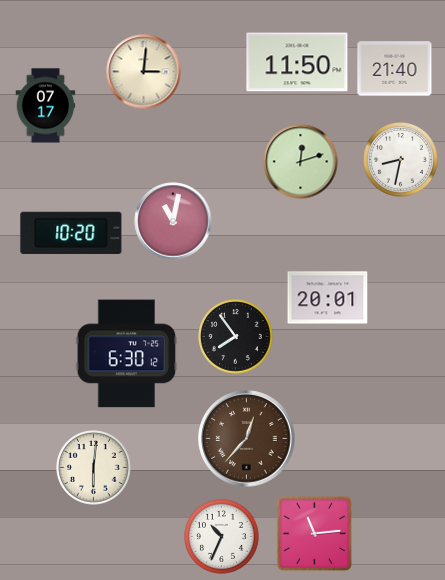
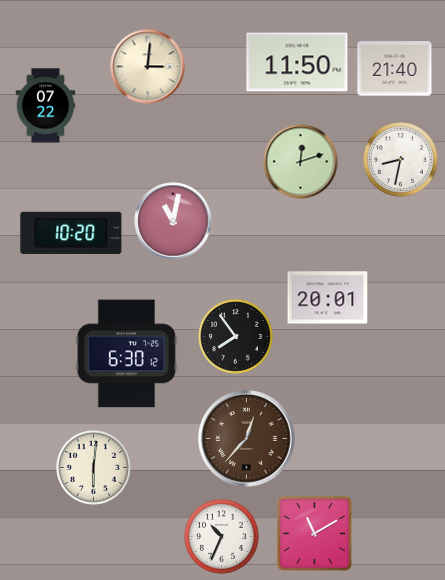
clock at (144, 72) position: (144, 72) -> (148, 67)
clock at (46, 106): 07:17 -> 07:22
clock at (315, 534): 11:14 -> 11:10
